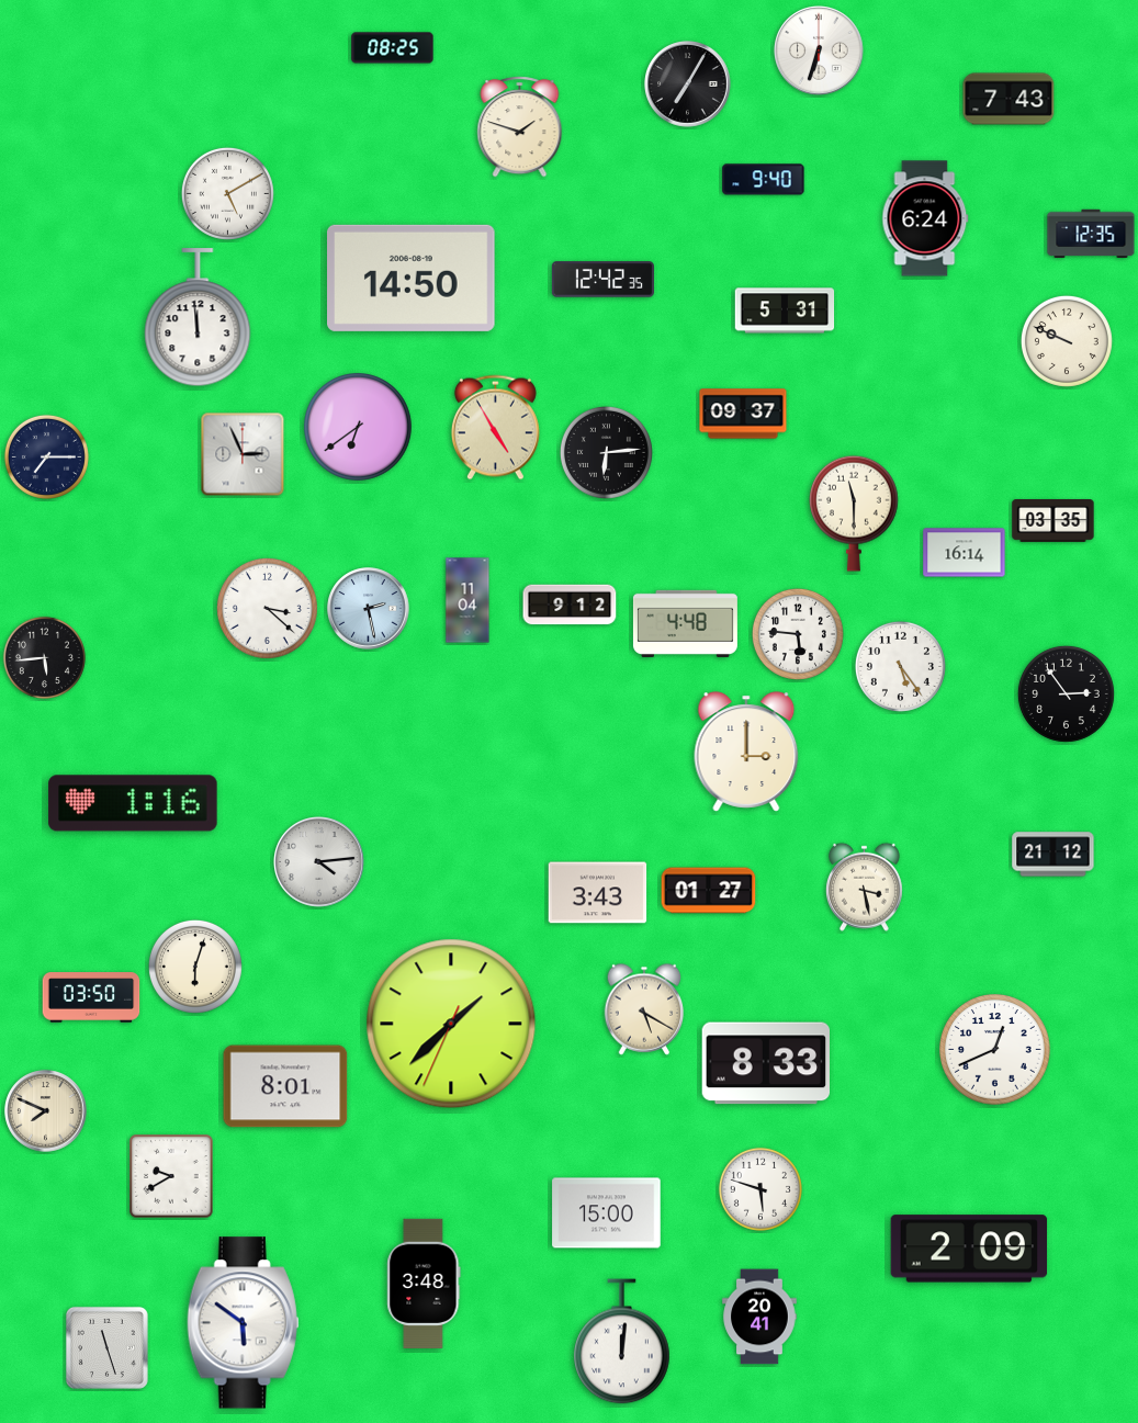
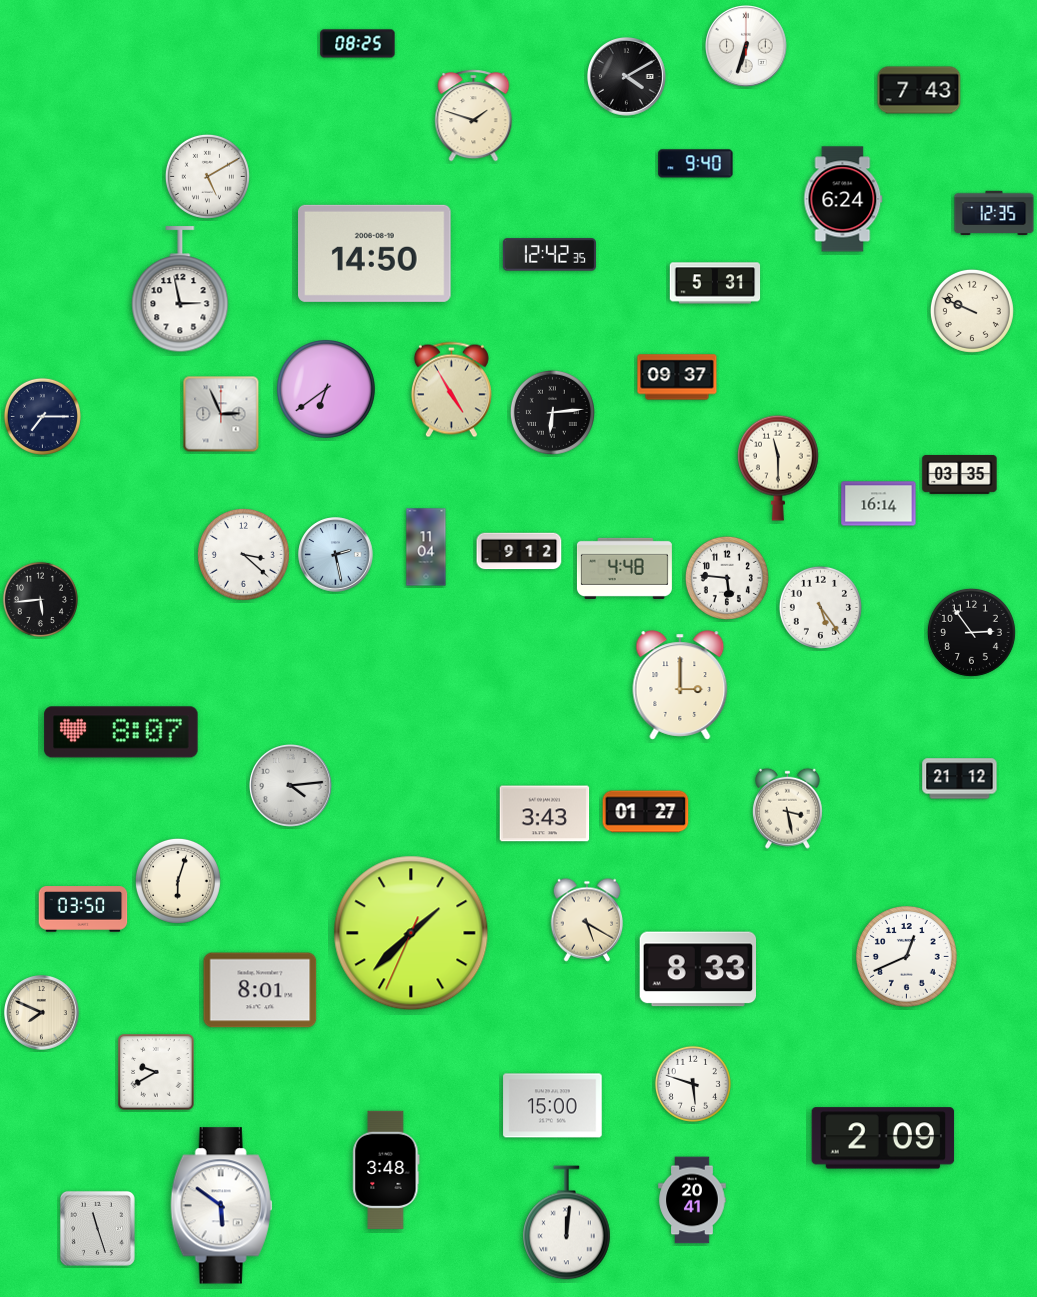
clock at (688, 84): 7:05 -> 4:10
clock at (198, 318): 11:59 -> 2:58
clock at (133, 803): 1:16 -> 8:07
